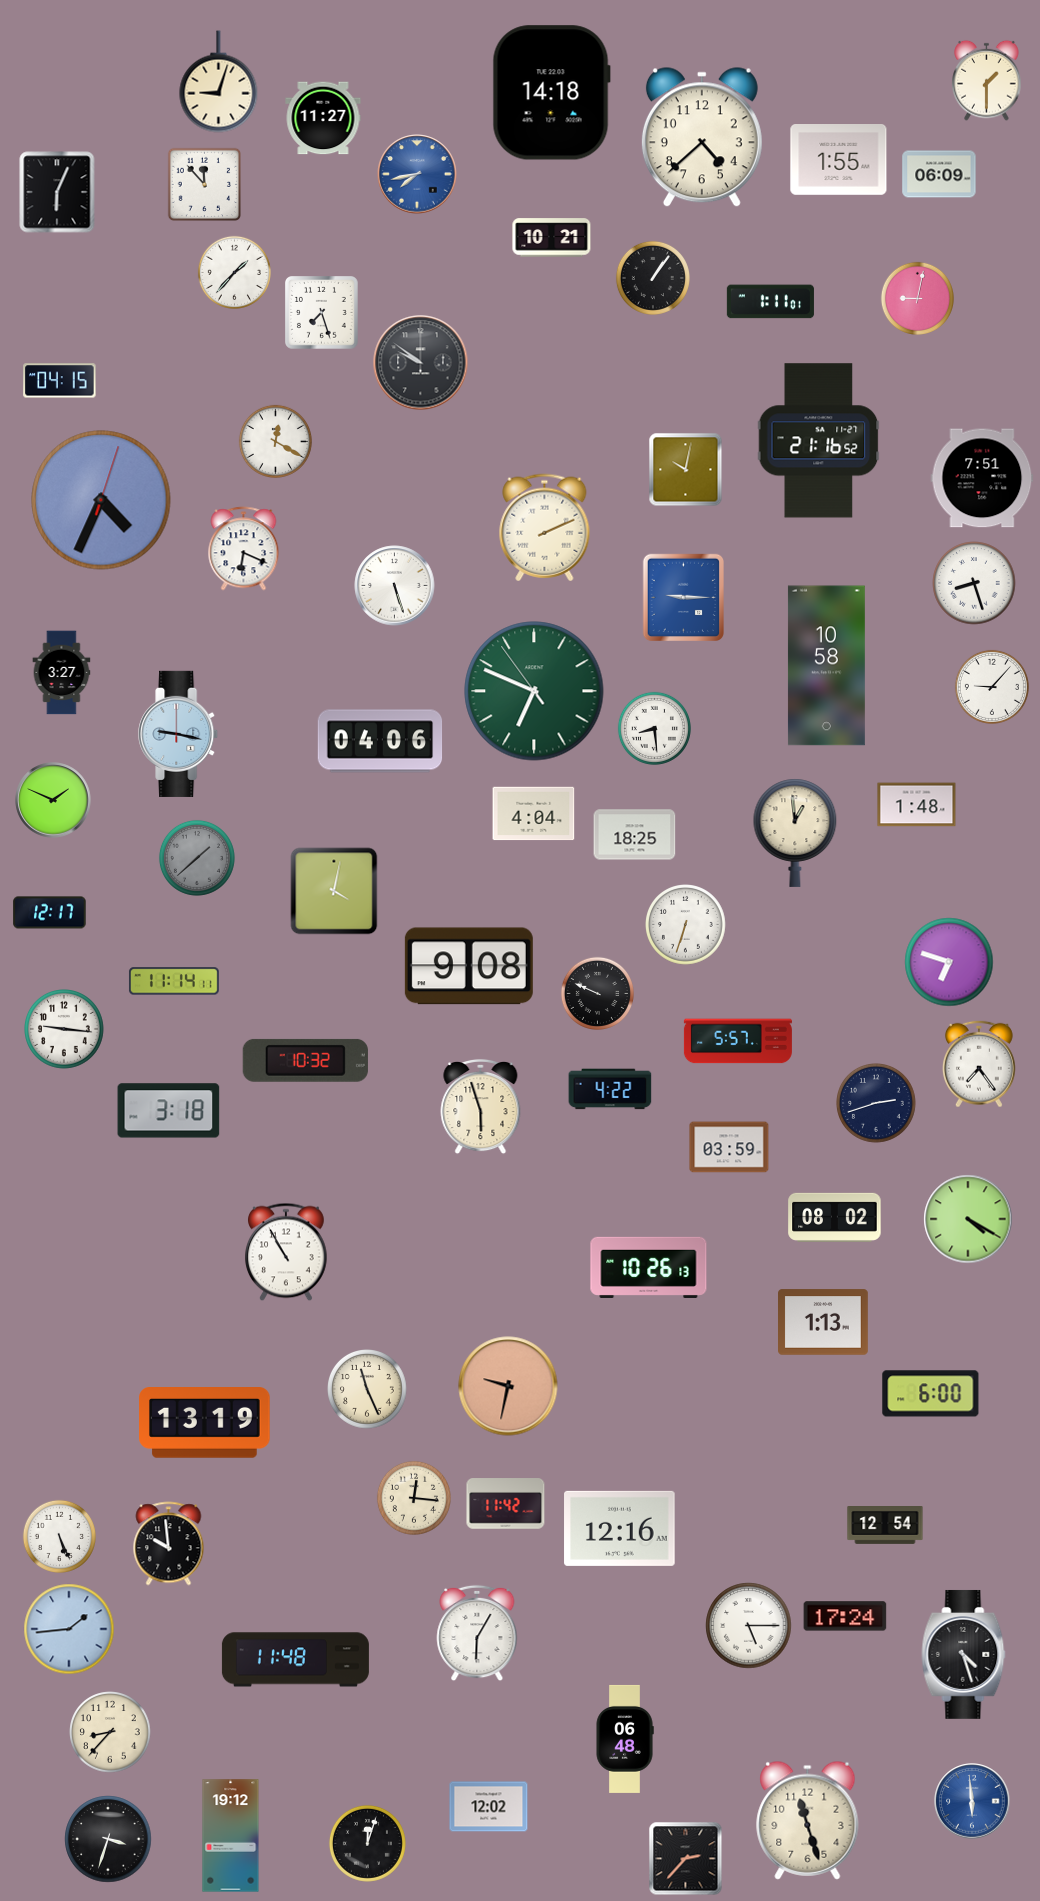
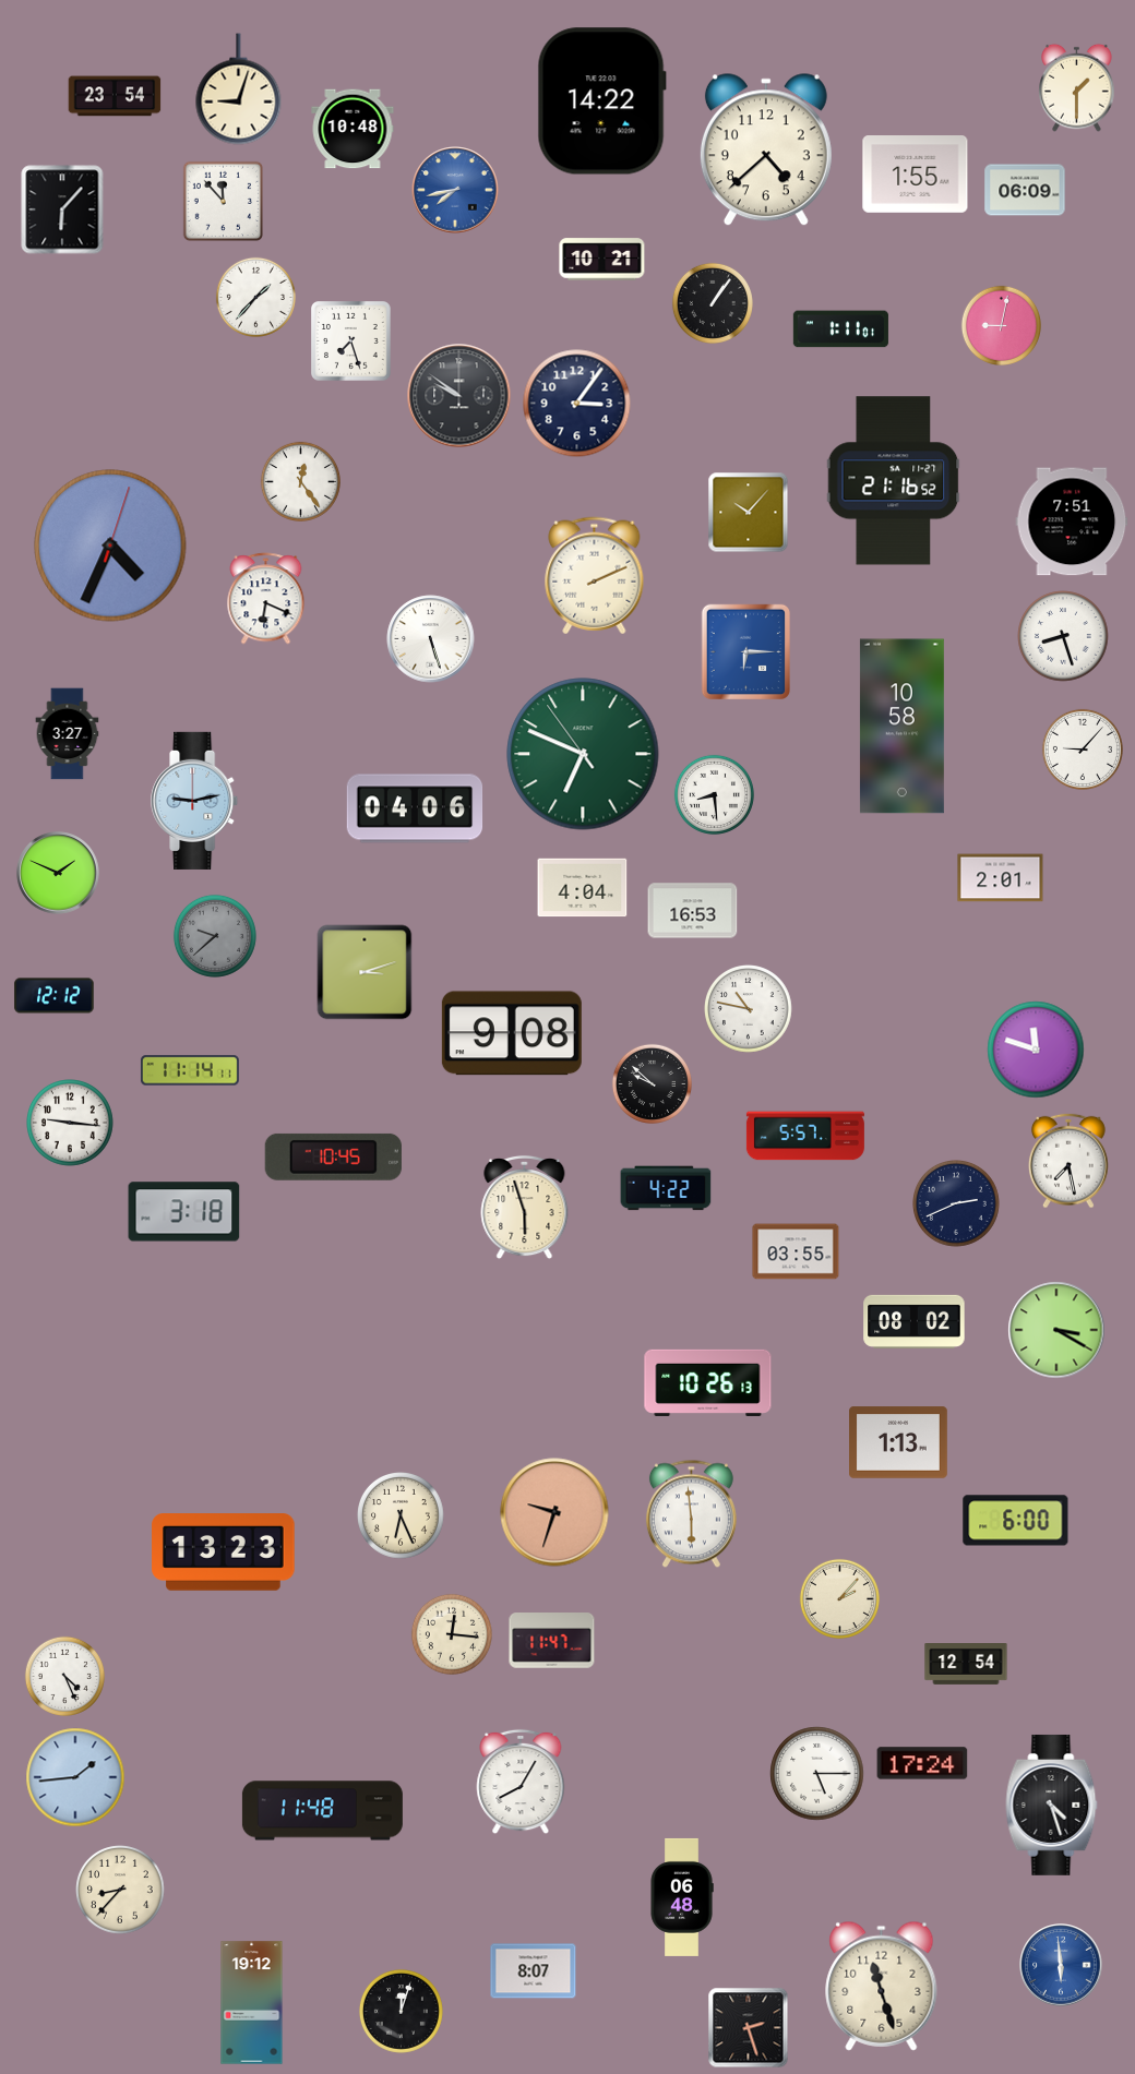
clock at (115, 96): none -> 23:54
clock at (551, 93): 14:18 -> 14:22
clock at (323, 118): 11:27 -> 10:48
clock at (57, 192): 6:04 -> 6:07
clock at (577, 404): none -> 3:06
clock at (60, 381): 04:15 -> none
clock at (275, 441): 12:20 -> 12:24
clock at (686, 470): 10:02 -> 10:07
clock at (683, 598): 9:15 -> 6:15
clock at (179, 734): 9:17 -> 9:13
clock at (917, 805): 1:48 -> 2:01
clock at (795, 833): 12:59 -> none
clock at (635, 835): 18:25 -> 16:53
clock at (197, 858): 1:38 -> 9:38
clock at (334, 891): 4:02 -> 3:12
clock at (50, 913): 12:17 -> 12:12
clock at (686, 925): 6:33 -> 10:47
clock at (949, 962): 6:48 -> 11:48
clock at (469, 966) position: (469, 966) -> (512, 1033)
clock at (597, 993): 9:49 -> 9:52
clock at (305, 1060): 10:32 -> 10:45
clock at (979, 1064): 7:24 -> 7:28
clock at (877, 1104): 2:42 -> 2:41
clock at (729, 1147): 03:59 -> 03:55
clock at (835, 1217) position: (835, 1217) -> (915, 1321)
clock at (968, 1219): 4:20 -> 3:20
clock at (287, 1252): 10:55 -> none
clock at (508, 1386): 9:32 -> 9:33
clock at (691, 1514): none -> 5:59
clock at (368, 1390): 11:26 -> 6:26
clock at (205, 1423): 13:19 -> 13:23
clock at (839, 1598): none -> 2:07
clock at (506, 1504): 11:42 -> 11:47
clock at (620, 1528): 12:16 -> none
clock at (59, 1536): 5:26 -> 4:26
clock at (169, 1544): 9:59 -> none
clock at (477, 1633): 6:05 -> 8:05
clock at (489, 1807): 12:02 -> 8:07
clock at (108, 1839): 3:33 -> none
clock at (686, 1859): 2:37 -> 2:27
